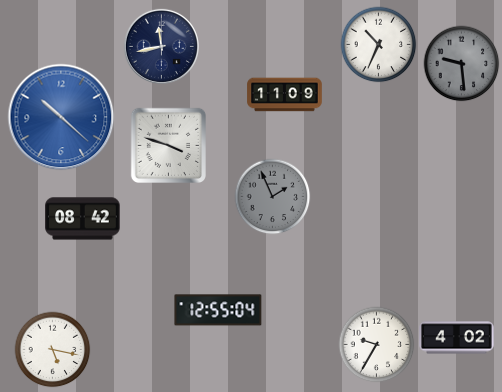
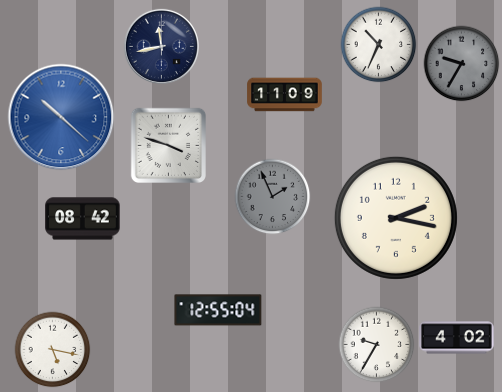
clock at (462, 64): 9:29 -> 9:35
clock at (396, 218): none -> 2:17
